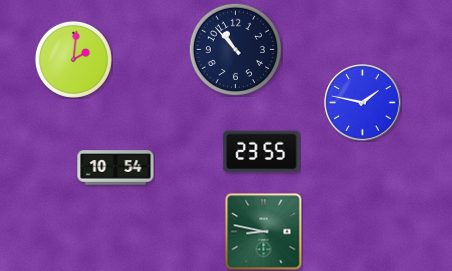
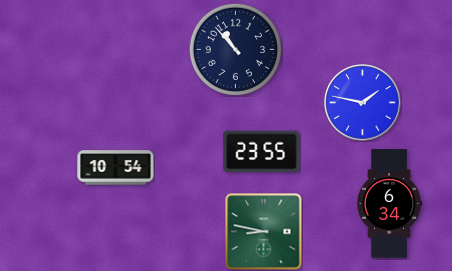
clock at (73, 59): 2:01 -> none
clock at (390, 204): none -> 6:34
